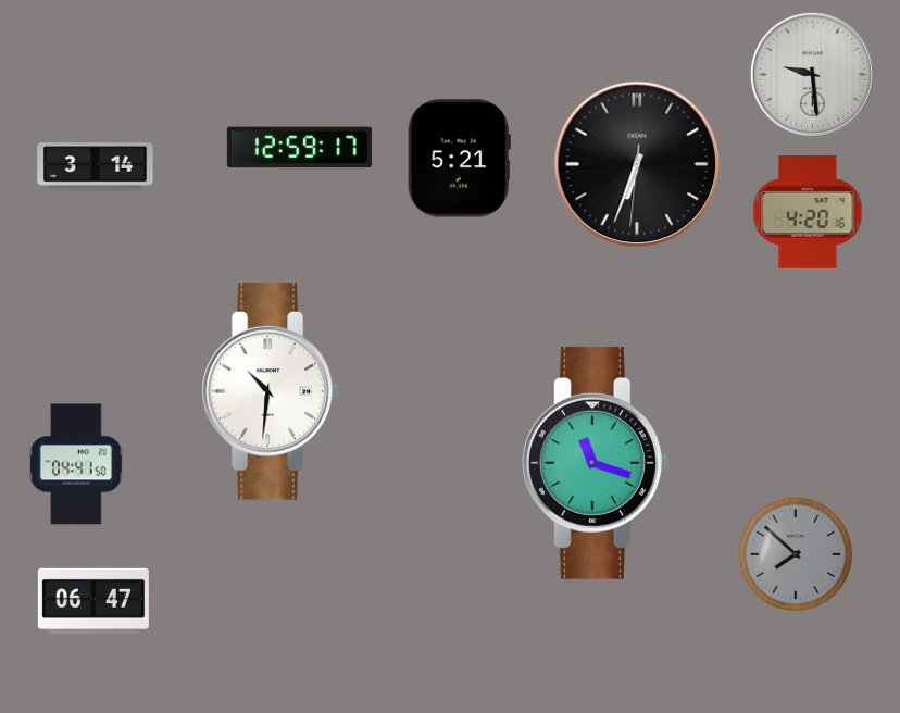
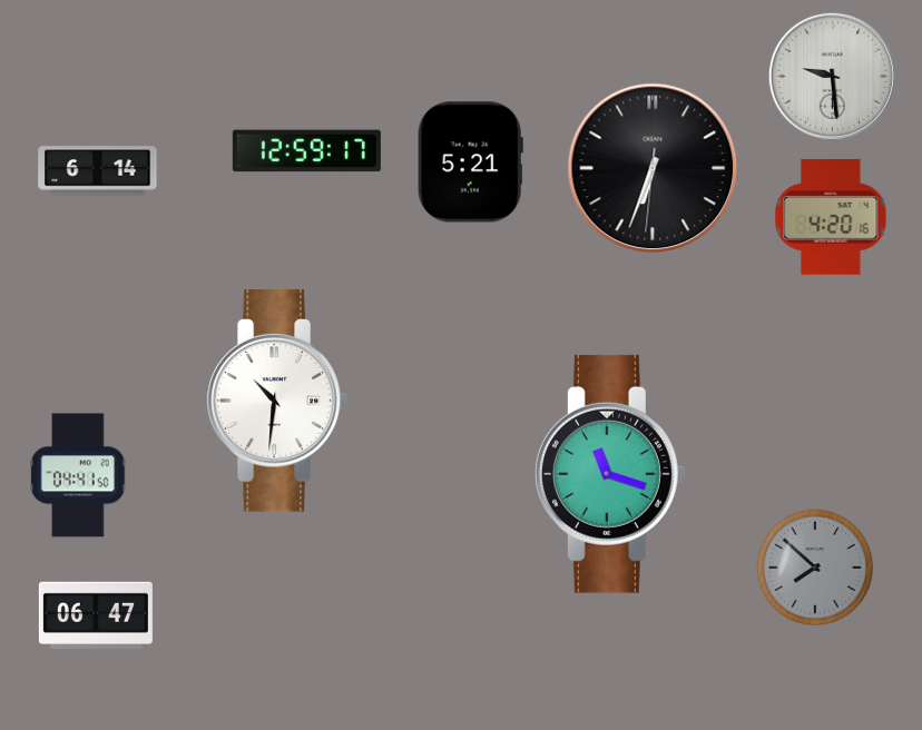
clock at (96, 167): 3:14 -> 6:14
clock at (808, 212) position: (808, 212) -> (831, 217)
